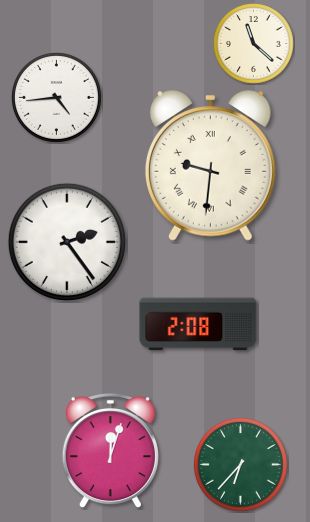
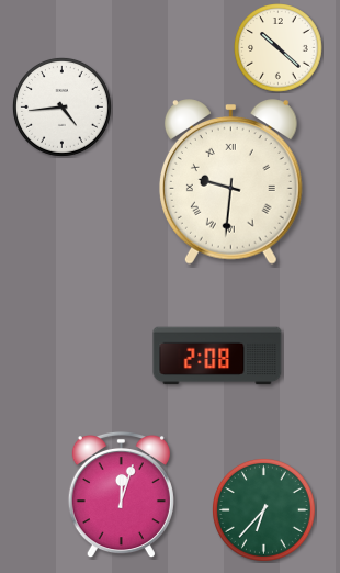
clock at (254, 44): 11:22 -> 10:22
clock at (67, 242): 2:24 -> none
